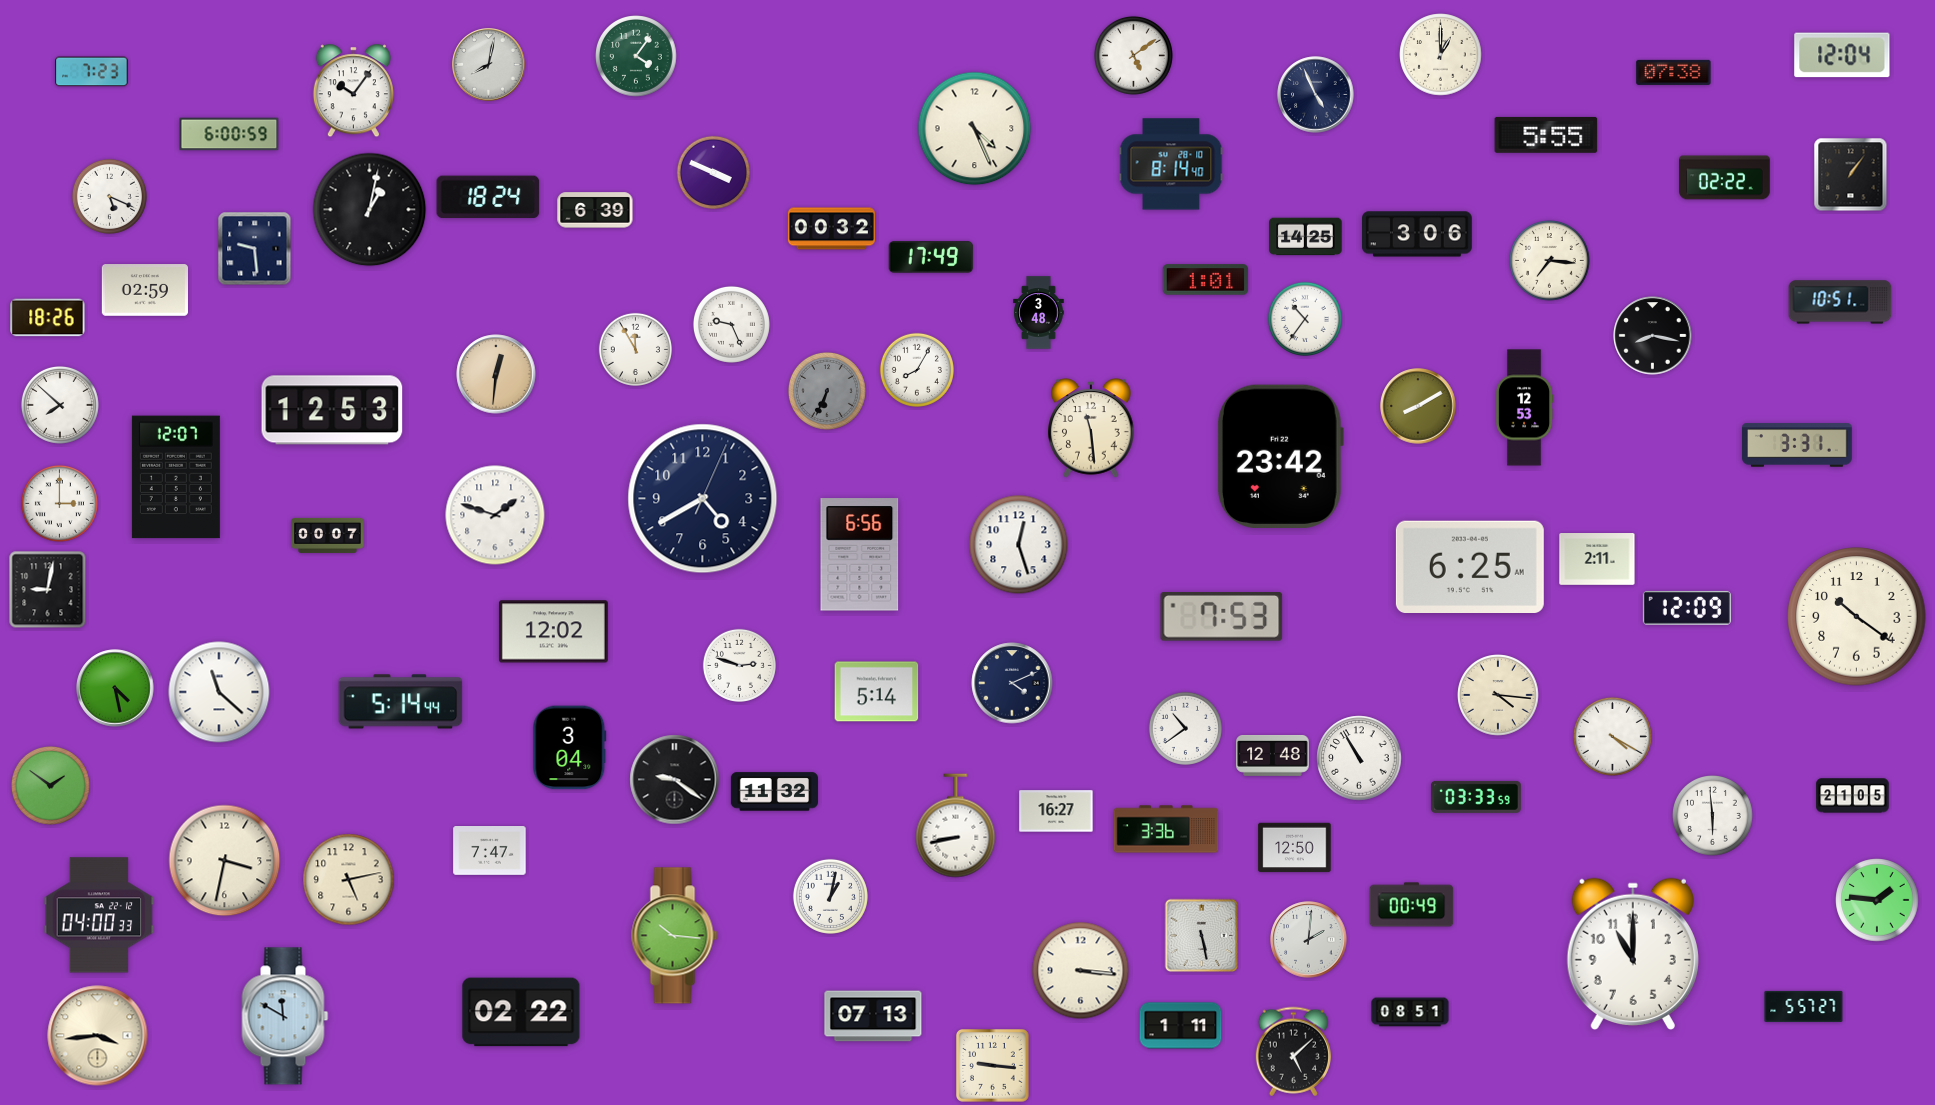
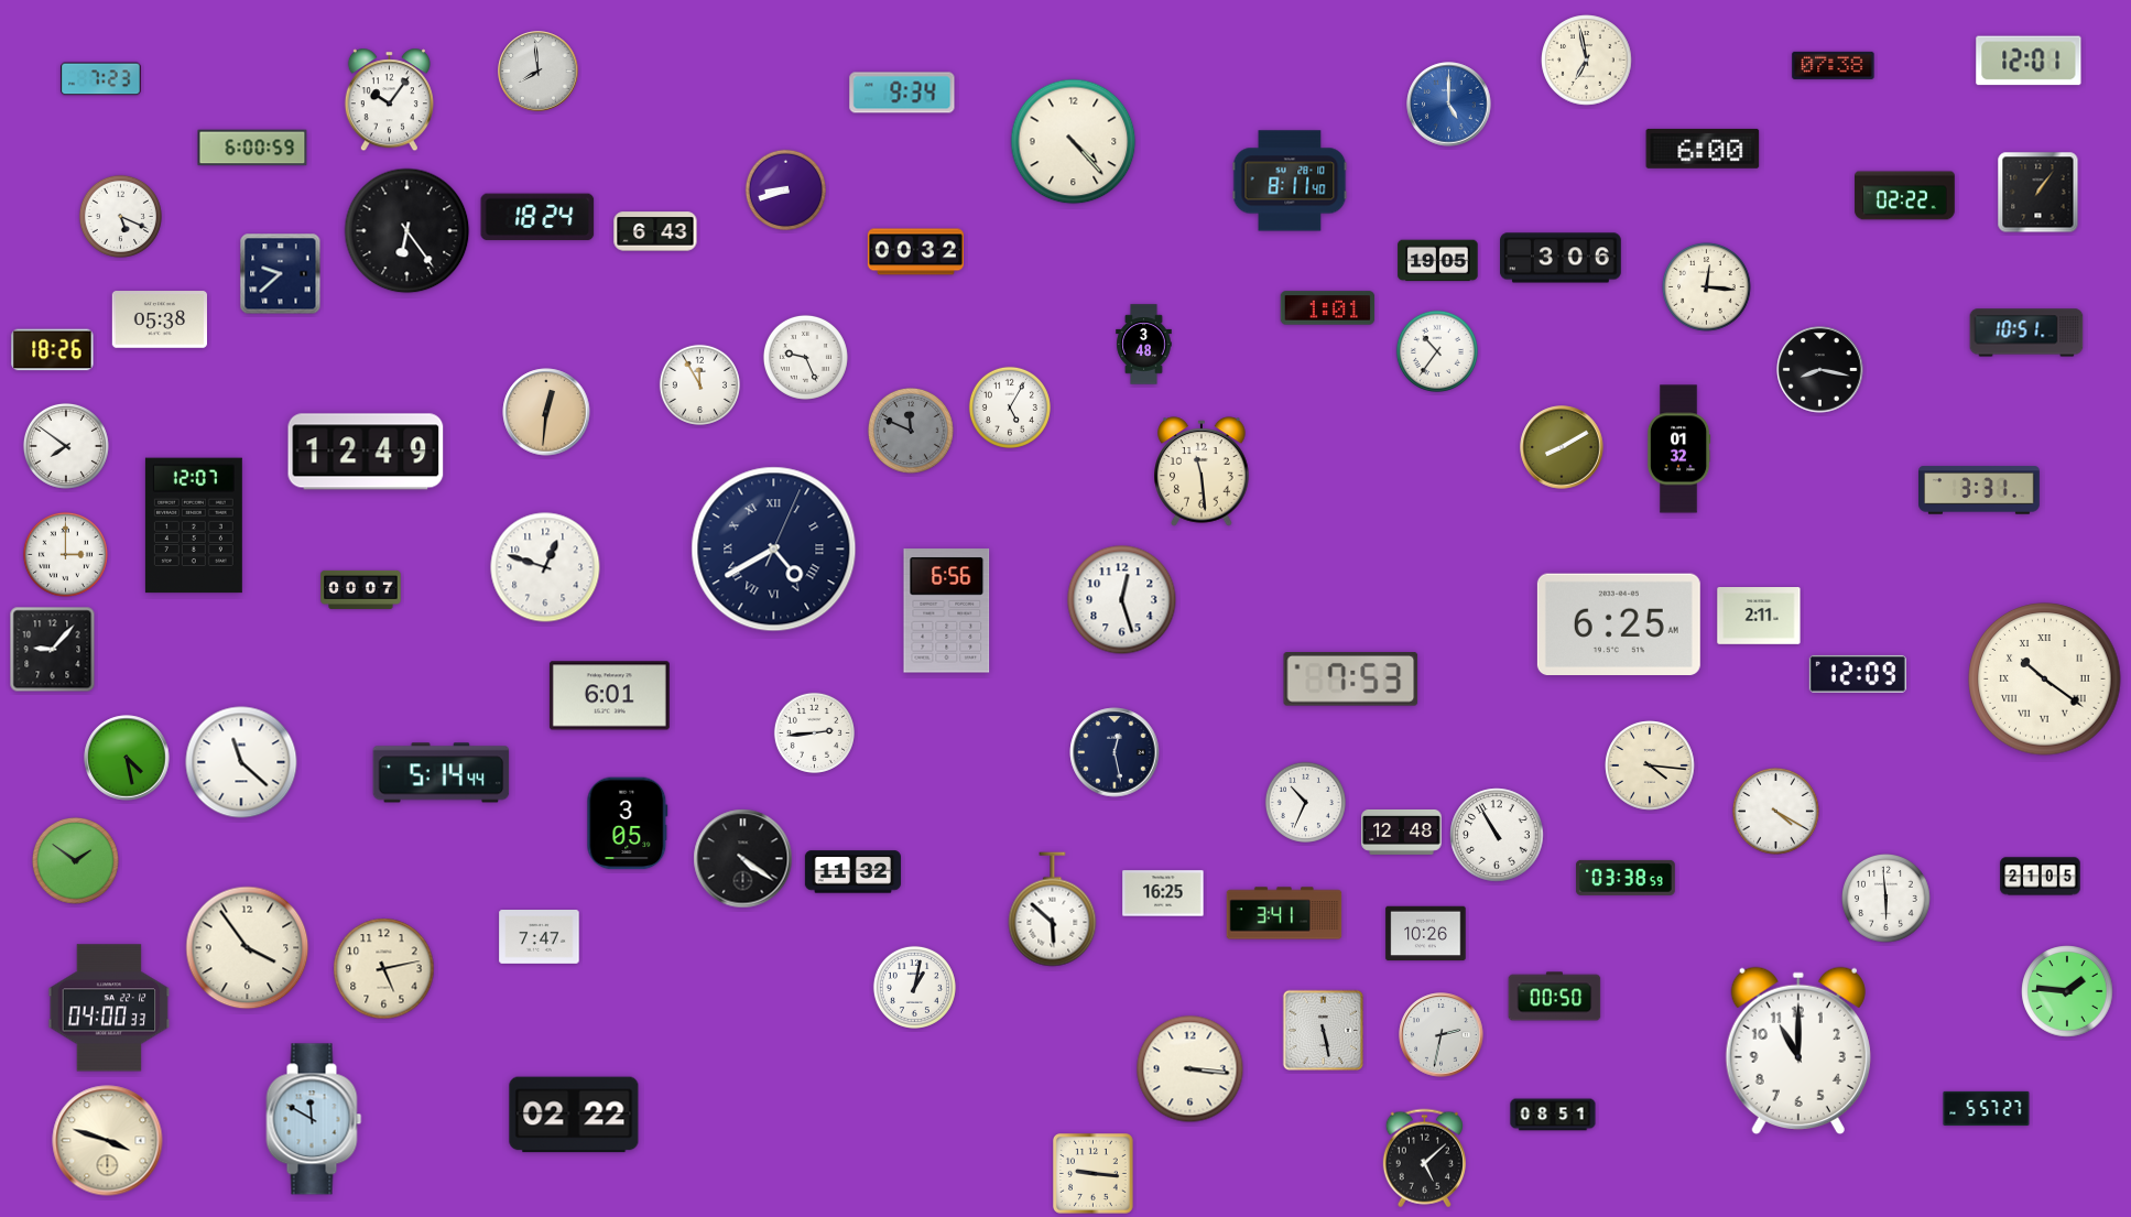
clock at (1133, 55): 5:09 -> none
clock at (1441, 55): 1:00 -> 6:58
clock at (1842, 55): 12:04 -> 12:01
clock at (636, 56): 4:06 -> none
clock at (489, 65): 8:02 -> 7:59
clock at (1674, 72) position: (1674, 72) -> (1834, 65)
clock at (902, 93): none -> 9:34
clock at (1316, 95): 4:56 -> 5:00
clock at (1316, 95) dial: navy -> blue
clock at (975, 129): 4:26 -> 4:23
clock at (1546, 135): 5:55 -> 6:00
clock at (1171, 164): 8:14 -> 8:11
clock at (713, 172): 3:49 -> 8:42
clock at (1725, 178) position: (1725, 178) -> (1905, 196)
clock at (370, 210): 1:02 -> 6:24
clock at (595, 210): 6:39 -> 6:43
clock at (1306, 237): 14:25 -> 19:05
clock at (255, 249): 9:29 -> 9:38
clock at (931, 257): 17:49 -> none
clock at (1550, 261): 7:16 -> 12:16
clock at (144, 290): 02:59 -> 05:38
clock at (917, 370): 8:05 -> 5:05
clock at (827, 391): 6:34 -> 11:49
clock at (60, 405): 7:52 -> 7:51
clock at (1524, 408): 12:53 -> 01:32
clock at (332, 410): 12:53 -> 12:49
clock at (1280, 456): 23:42 -> none
clock at (703, 499) numerals: Arabic -> Roman
clock at (495, 515): 1:48 -> 12:48
clock at (48, 590): 9:02 -> 9:07
clock at (1687, 608) position: (1687, 608) -> (1858, 674)
clock at (1222, 617) position: (1222, 617) -> (1351, 680)
clock at (1857, 617) numerals: Arabic -> Roman
clock at (553, 632): 12:02 -> 6:01
clock at (739, 665): 2:48 -> 2:44
clock at (1012, 683): 4:11 -> 12:28
clock at (877, 692): 5:14 -> none
clock at (1185, 728): 10:39 -> 10:34
clock at (570, 748): 3:04 -> 3:05
clock at (675, 780): 9:21 -> 4:21
clock at (50, 785) position: (50, 785) -> (75, 860)
clock at (1476, 797): 03:33 -> 03:38
clock at (1056, 811): 16:27 -> 16:25
clock at (956, 826): 8:43 -> 5:52
clock at (1166, 829): 3:36 -> 3:41
clock at (1295, 848): 12:50 -> 10:26
clock at (225, 861): 3:32 -> 3:54
clock at (1412, 905): 00:49 -> 00:50
clock at (675, 936): 10:16 -> none
clock at (1309, 940): 2:01 -> 2:32
clock at (873, 1016): 07:13 -> none
clock at (1181, 1026): 1:11 -> none
clock at (98, 1036): 3:44 -> 3:48
